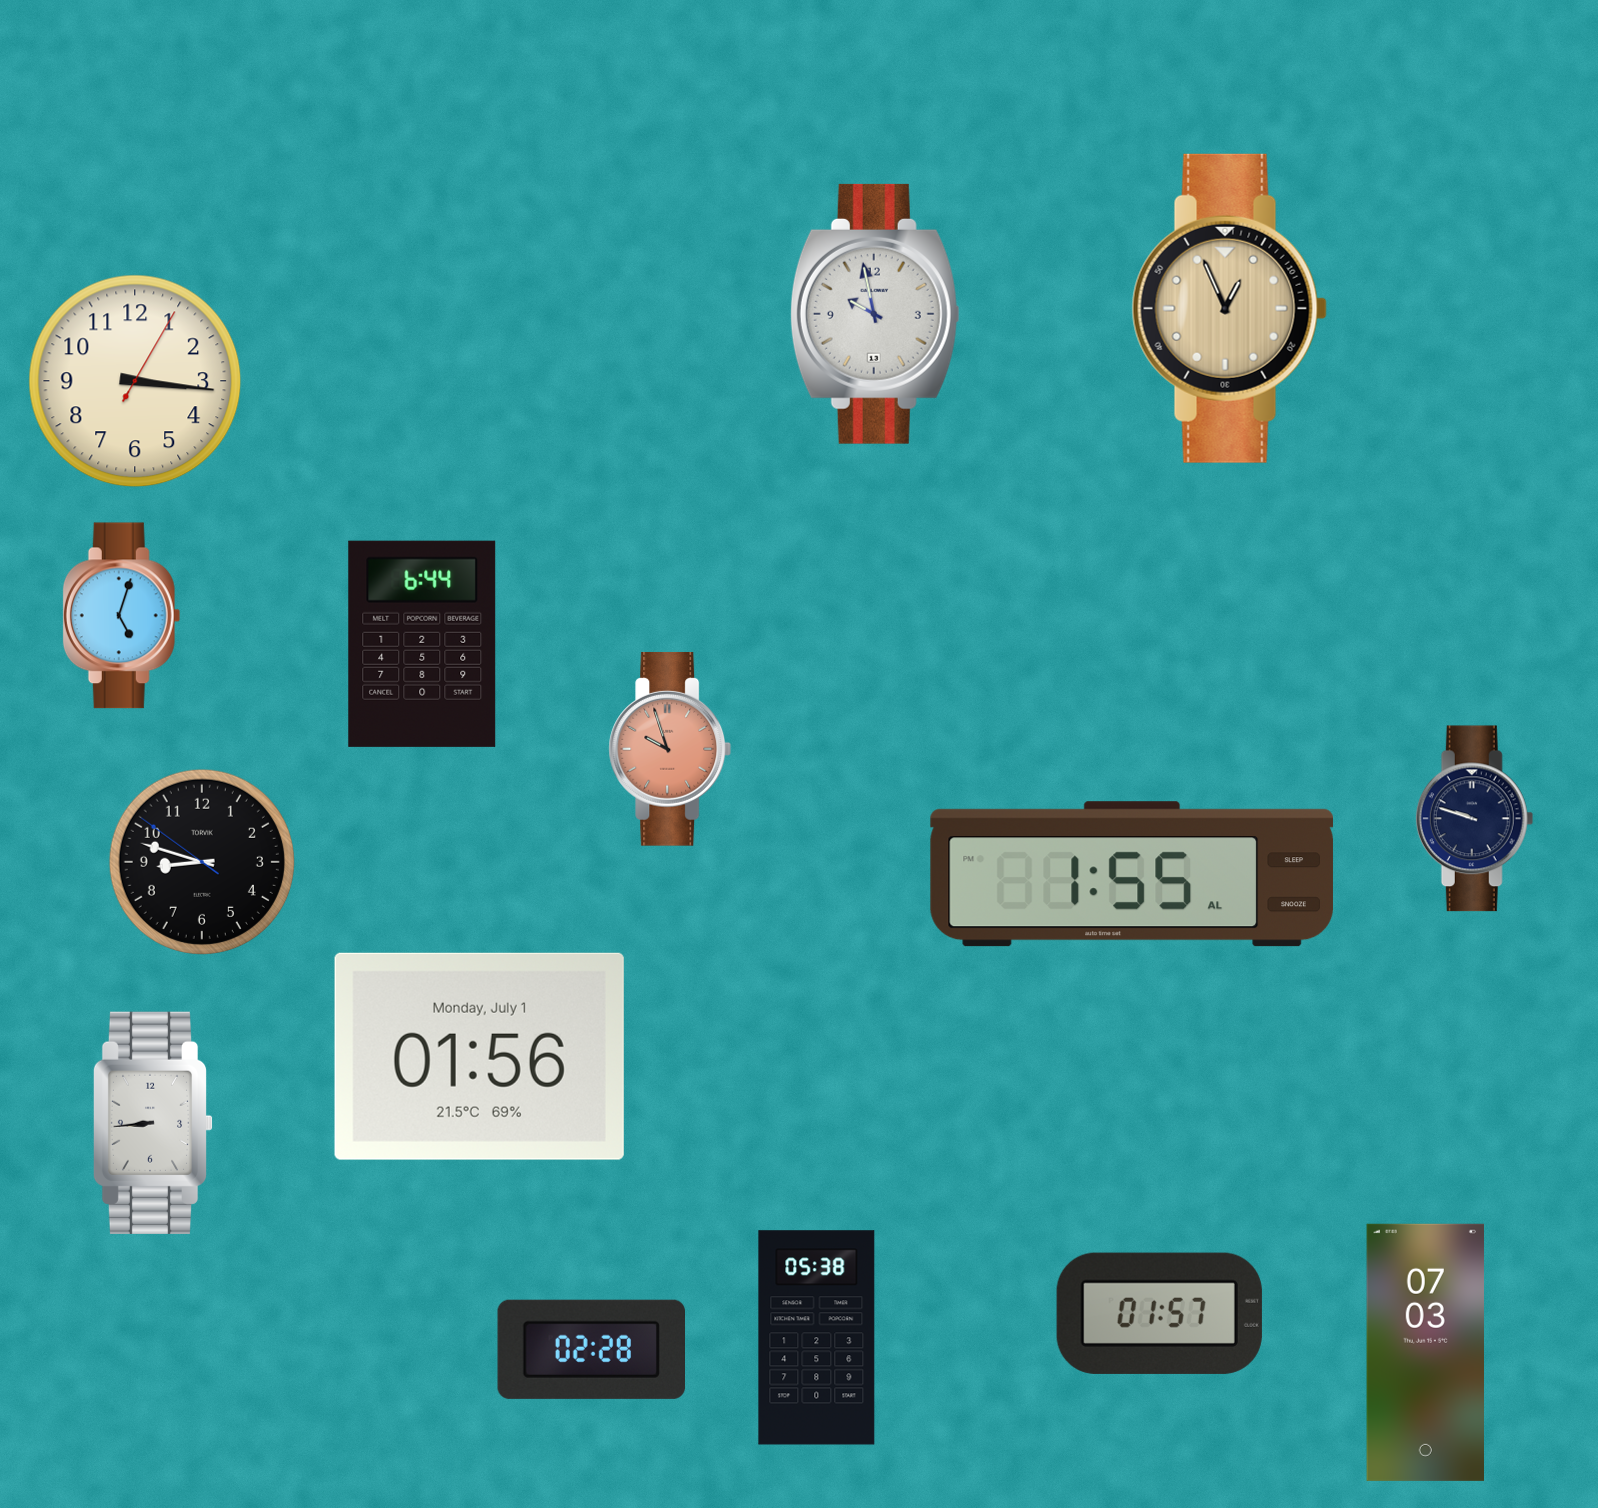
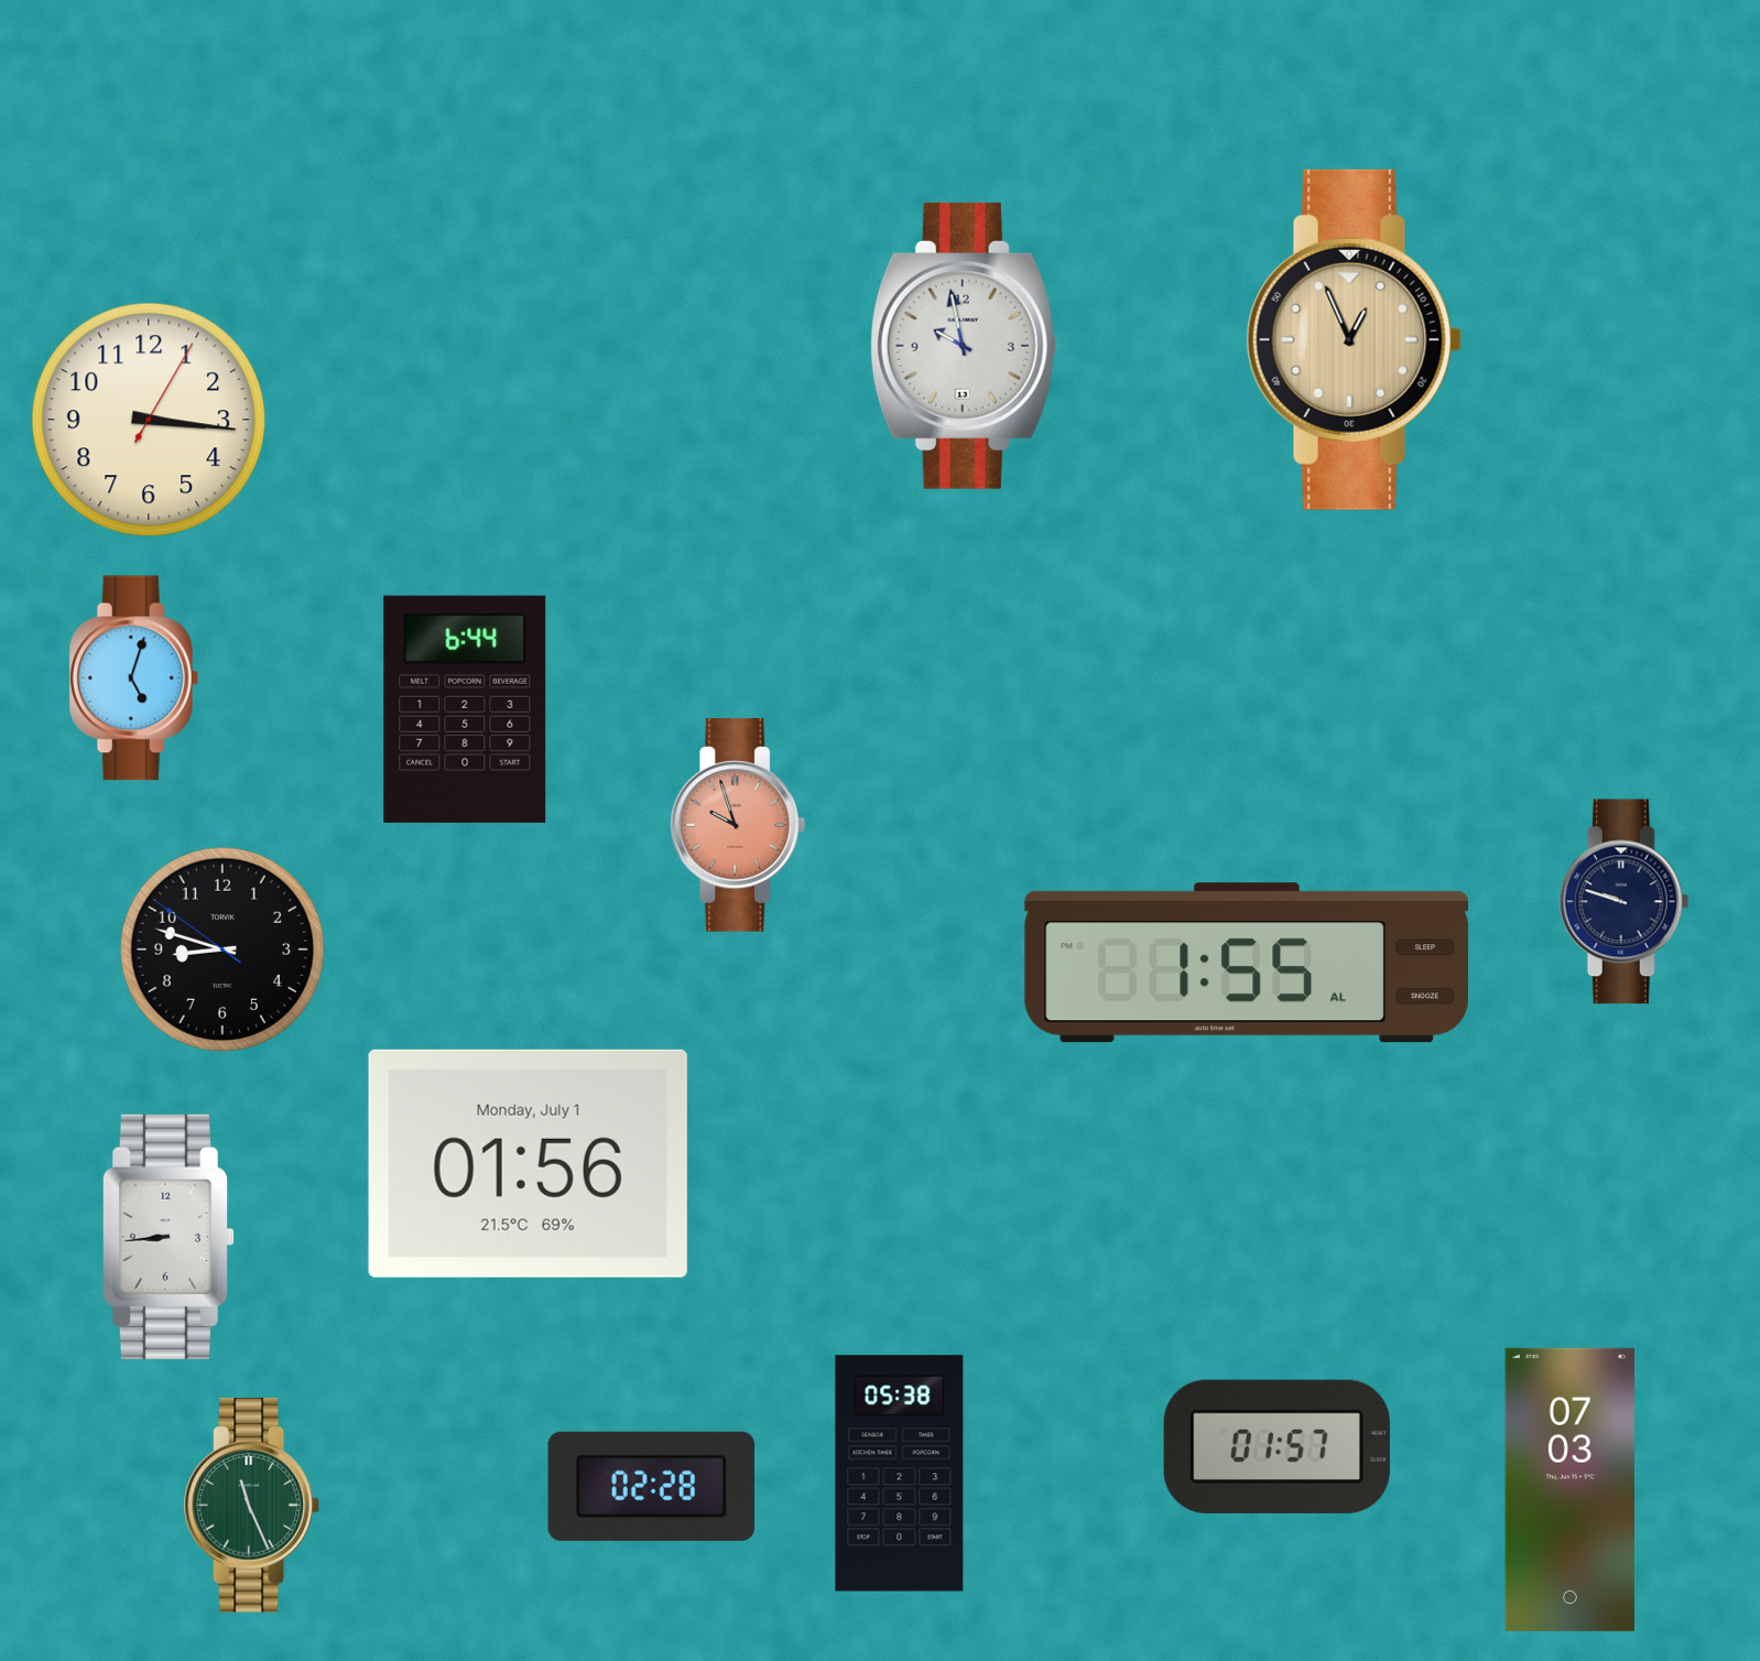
clock at (251, 1506): none -> 11:26
